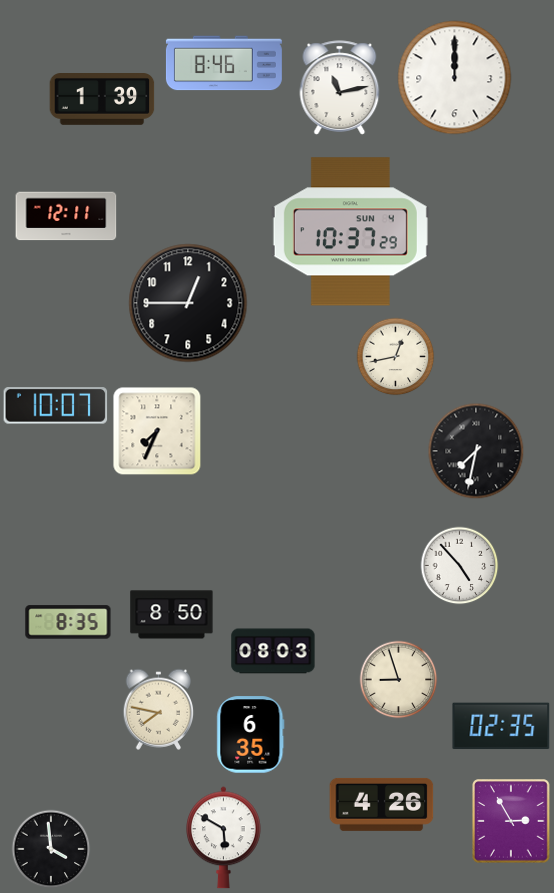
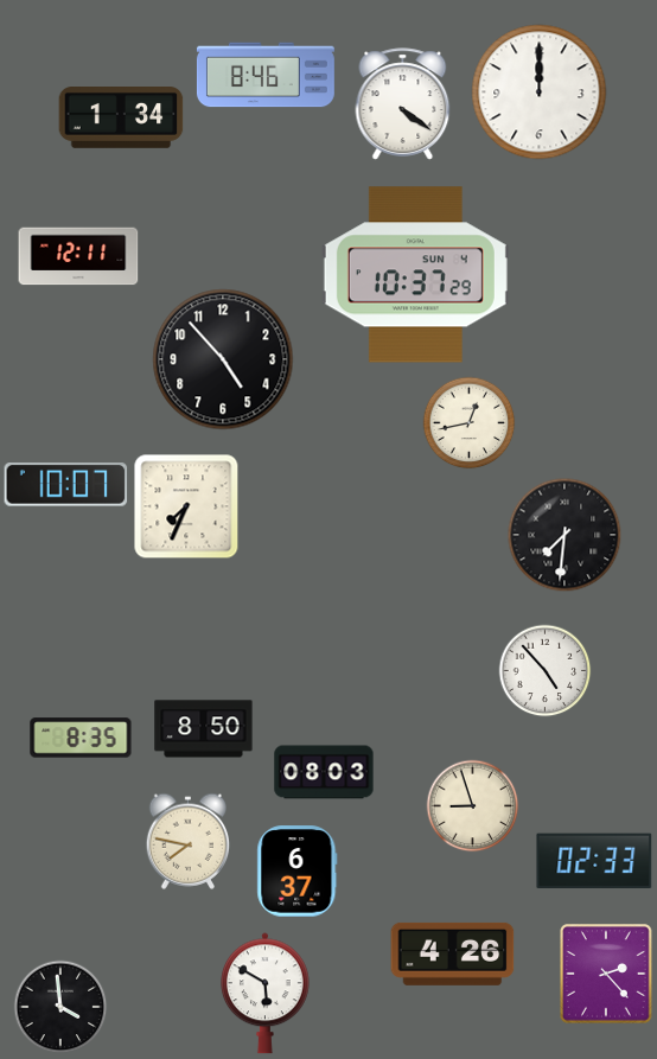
clock at (340, 88): 11:13 -> 4:21
clock at (102, 100): 1:39 -> 1:34
clock at (188, 303): 12:45 -> 4:53
clock at (56, 406) position: (56, 406) -> (66, 485)
clock at (157, 431) position: (157, 431) -> (186, 506)
clock at (476, 451): 7:32 -> 7:31
clock at (501, 726): 02:35 -> 02:33
clock at (251, 735): 6:35 -> 6:37
clock at (511, 821): 2:55 -> 2:23
